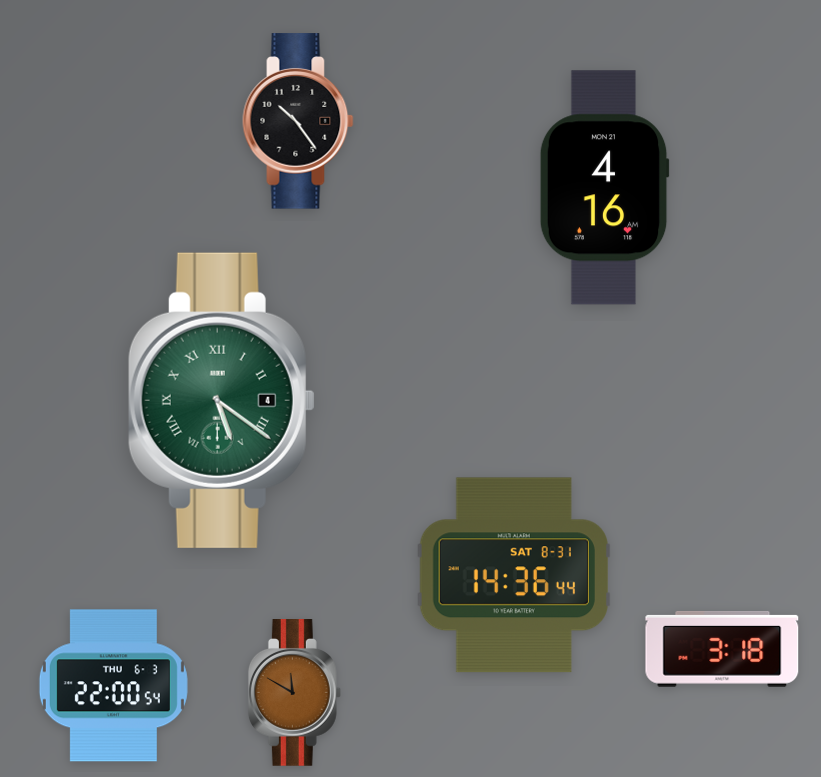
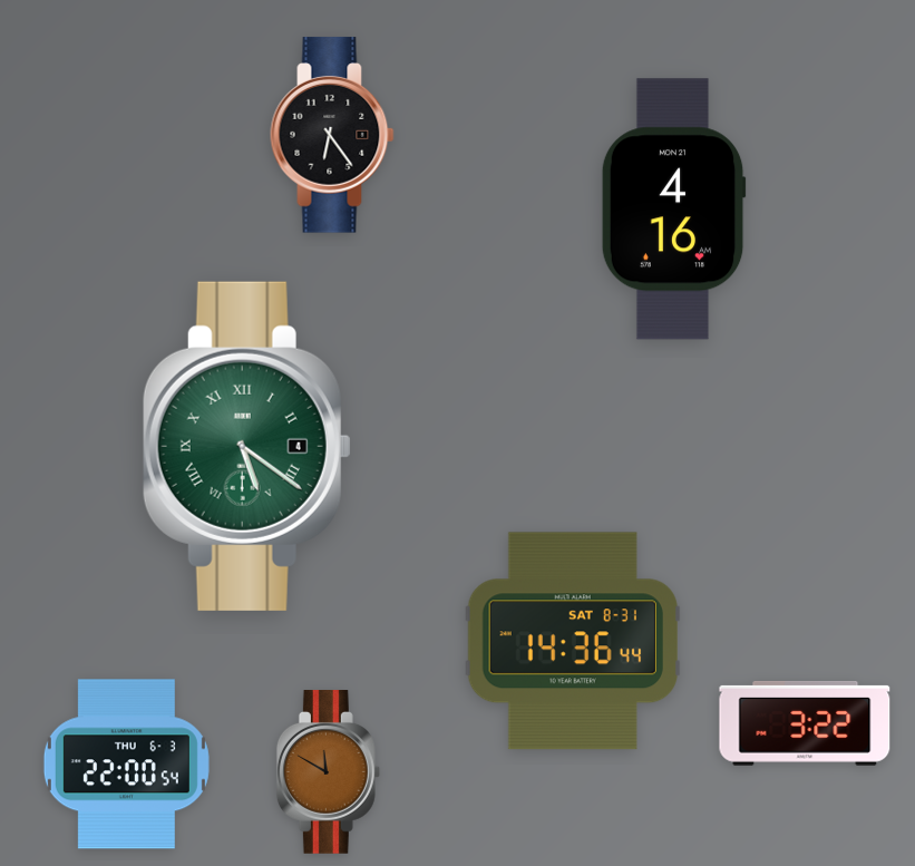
clock at (298, 121): 10:24 -> 6:24
clock at (722, 649): 3:18 -> 3:22
